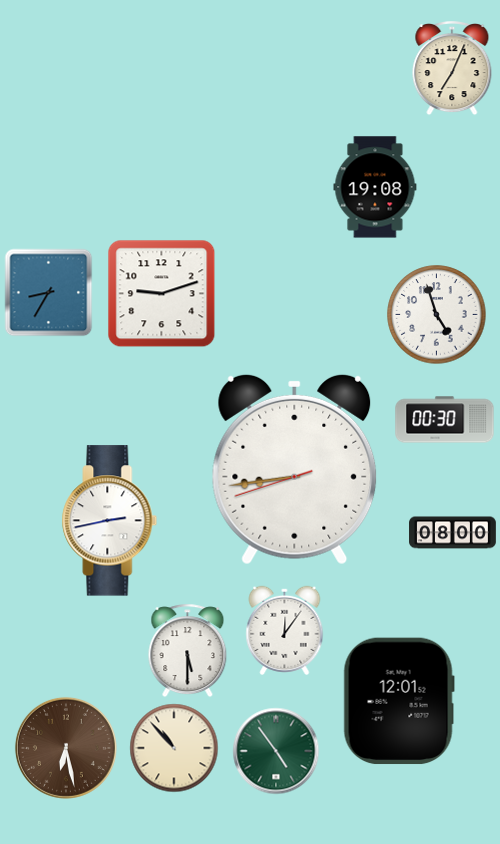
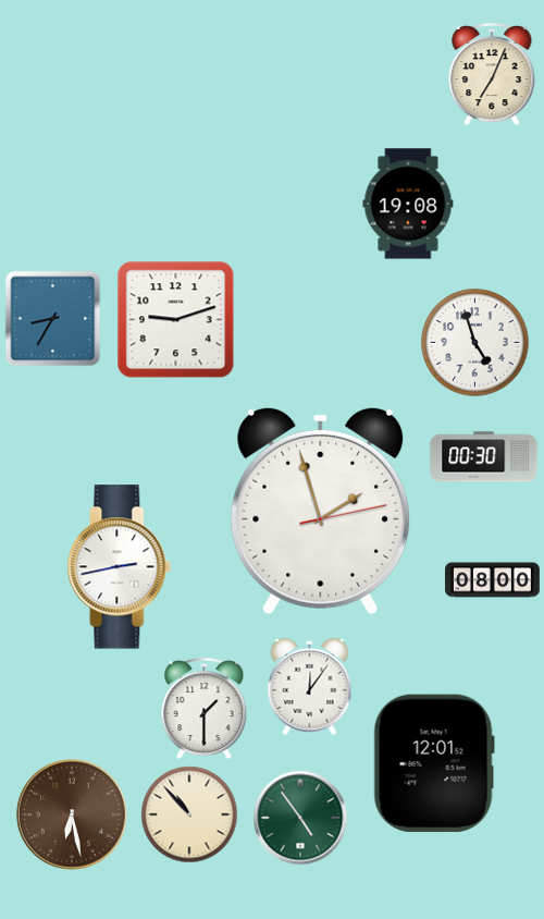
clock at (295, 469): 8:43 -> 1:57
clock at (188, 650): 5:30 -> 1:30
